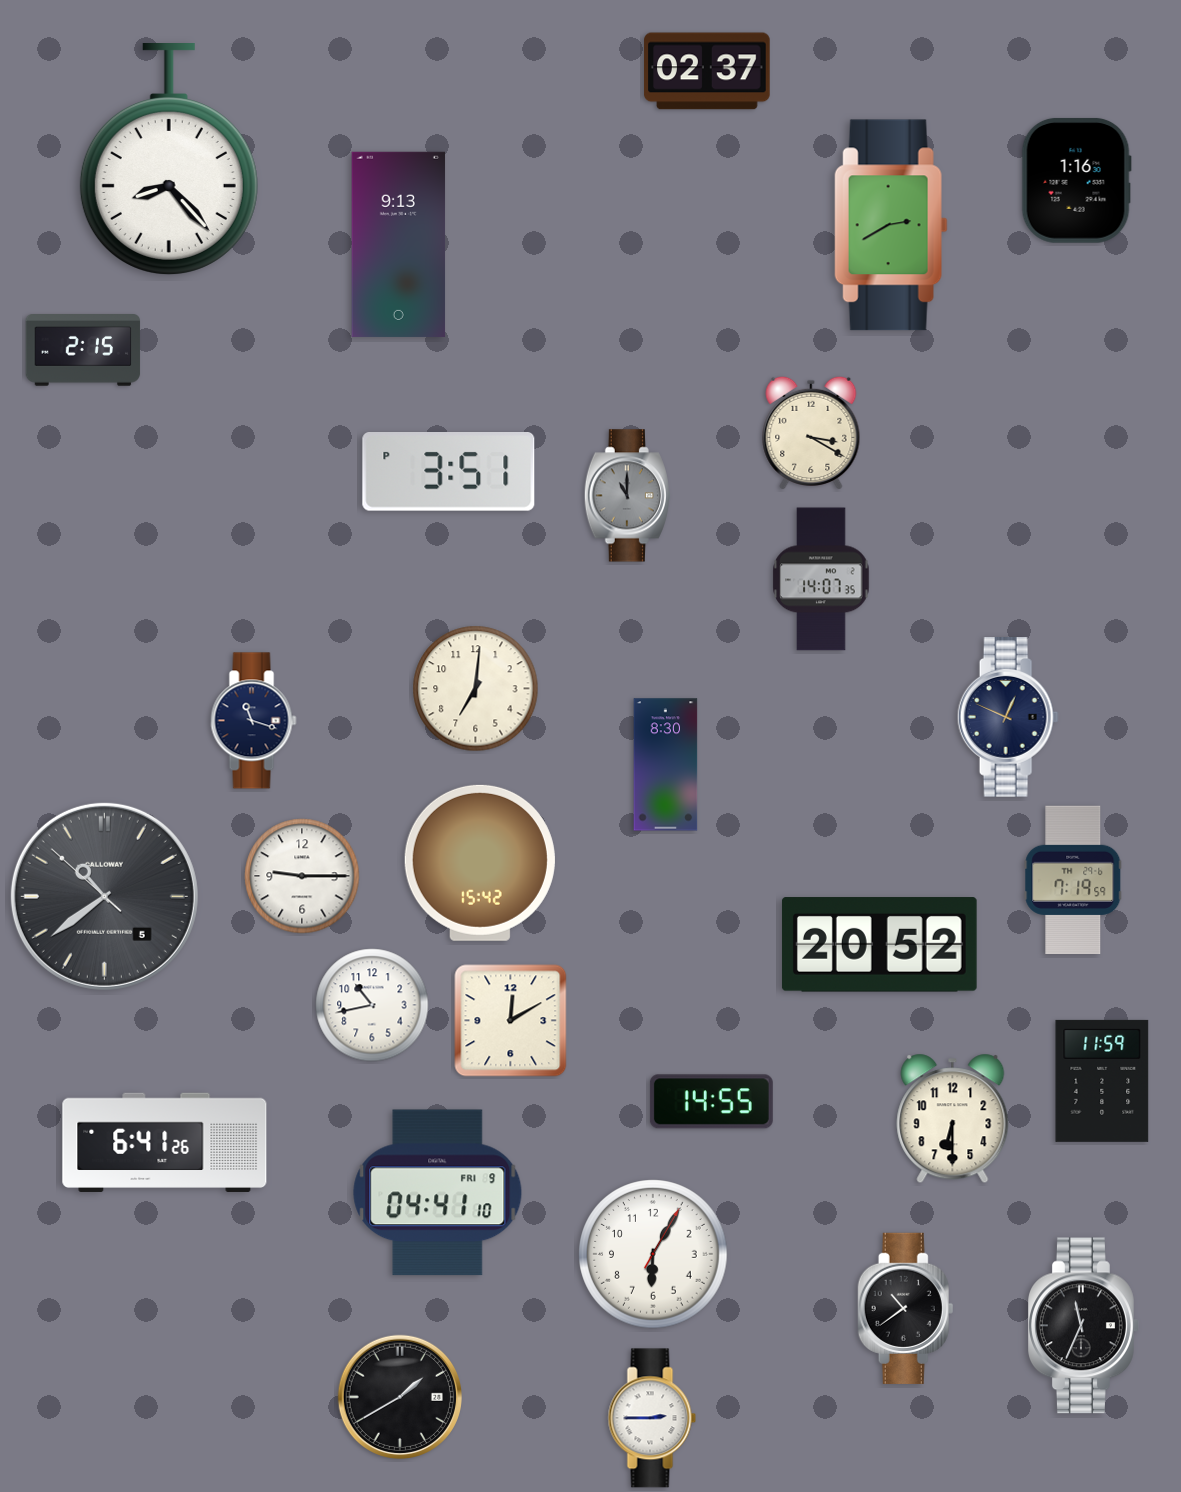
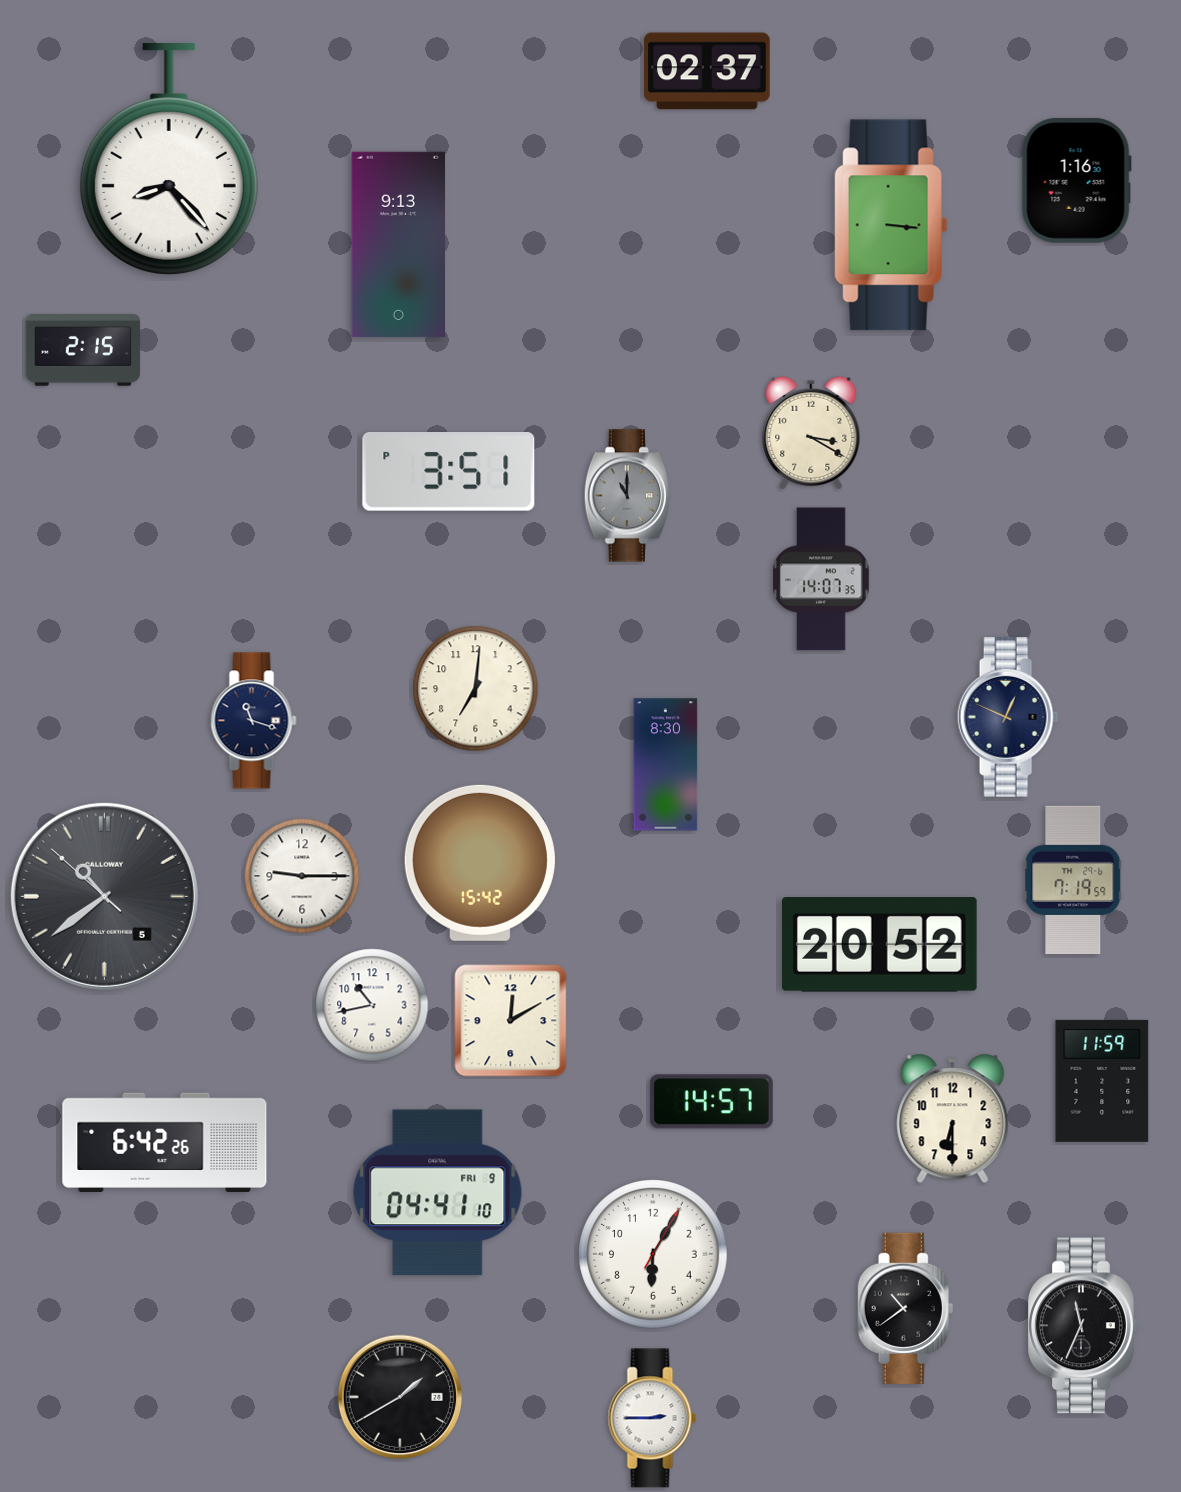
clock at (891, 225): 2:40 -> 3:16
clock at (711, 1102): 14:55 -> 14:57
clock at (165, 1142): 6:41 -> 6:42
